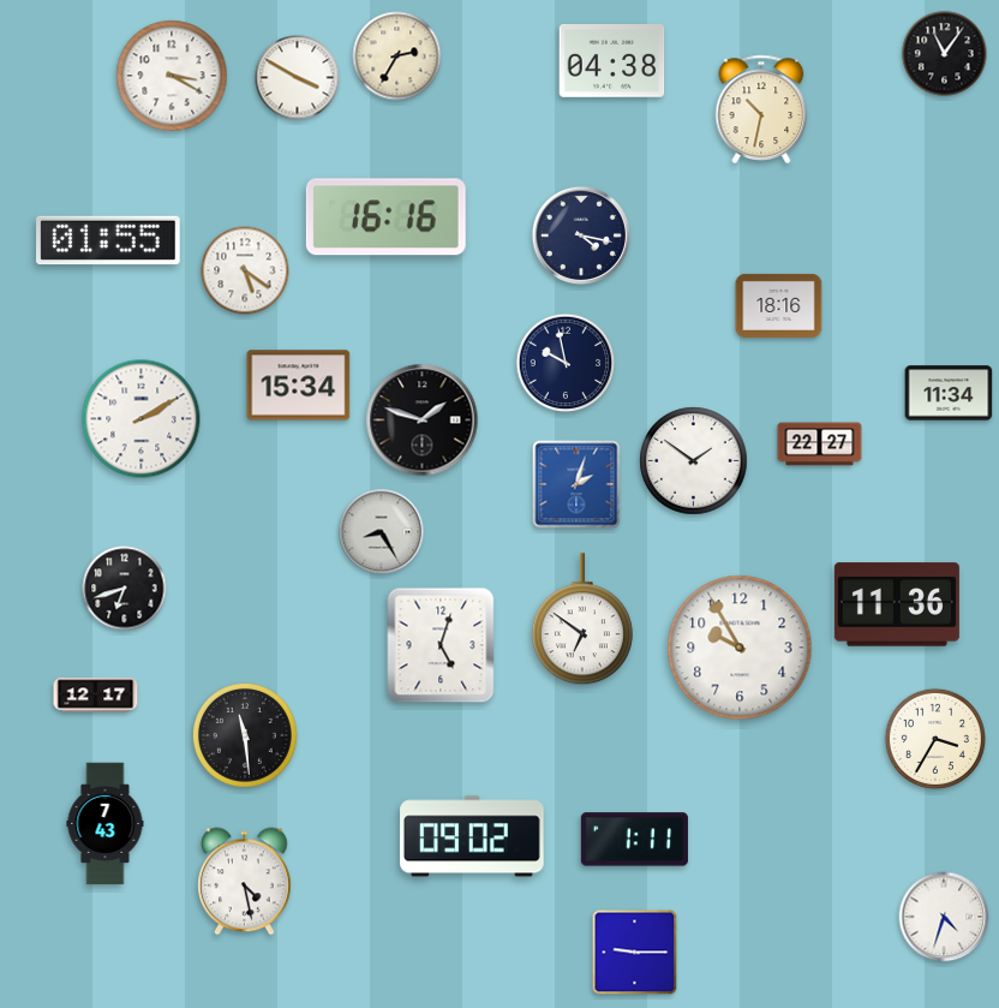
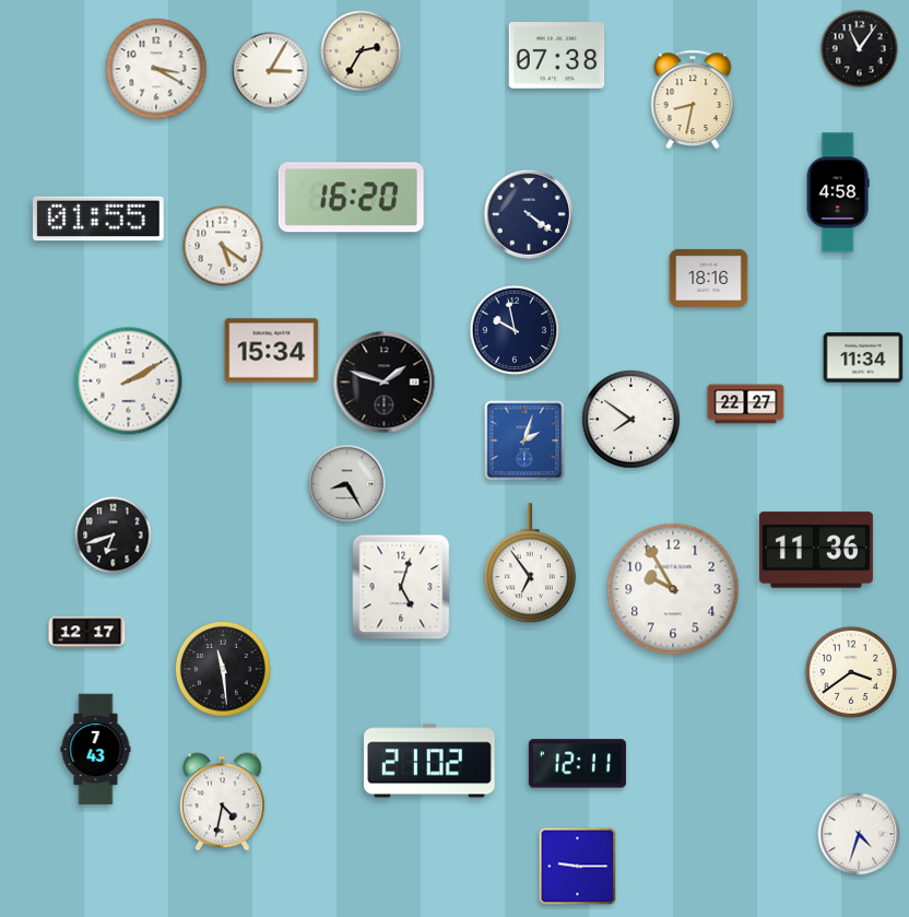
clock at (612, 61): 04:38 -> 07:38
clock at (298, 78): 3:50 -> 3:05
clock at (761, 109): 10:32 -> 8:32
clock at (838, 192): none -> 4:58
clock at (385, 217): 16:16 -> 16:20
clock at (581, 235): 4:17 -> 4:21
clock at (694, 461): 1:51 -> 7:51
clock at (582, 620): 6:51 -> 6:54
clock at (934, 738): 3:35 -> 3:39
clock at (472, 836): 09:02 -> 21:02
clock at (634, 840): 1:11 -> 12:11
clock at (245, 882): 4:28 -> 4:32
